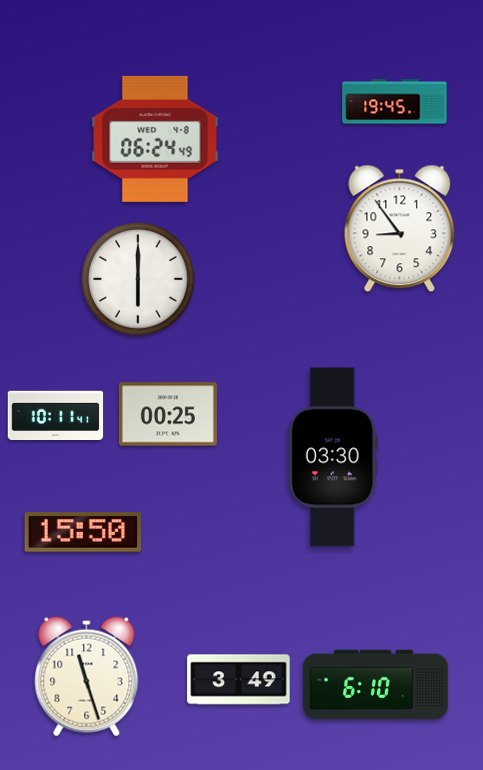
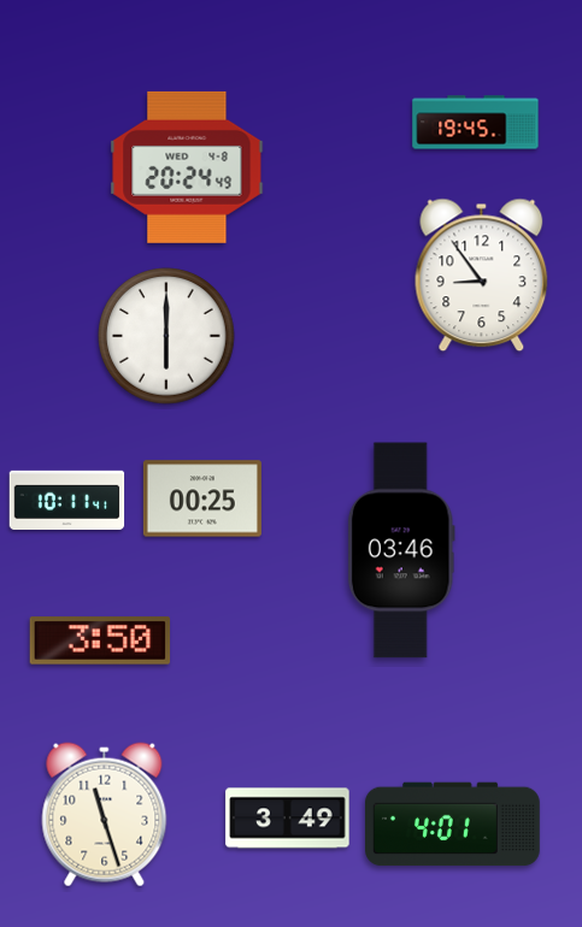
clock at (155, 139): 06:24 -> 20:24
clock at (333, 457): 03:30 -> 03:46
clock at (83, 532): 15:50 -> 3:50
clock at (376, 685): 6:10 -> 4:01
